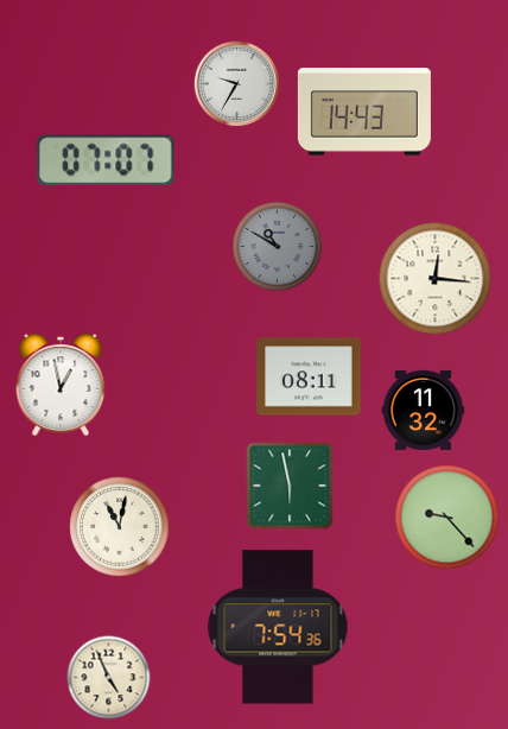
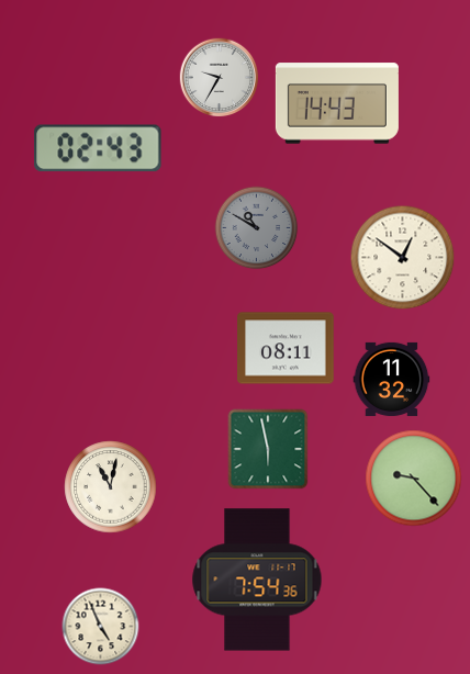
clock at (106, 160): 07:07 -> 02:43
clock at (436, 279): 12:16 -> 12:51
clock at (61, 385): 12:58 -> none
